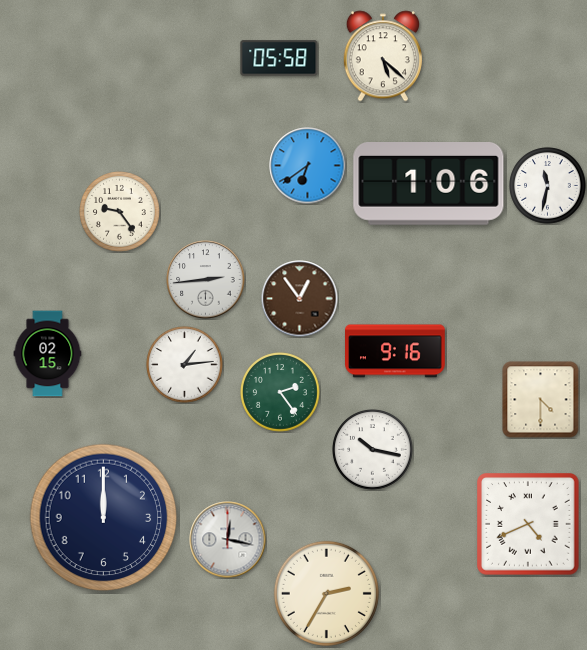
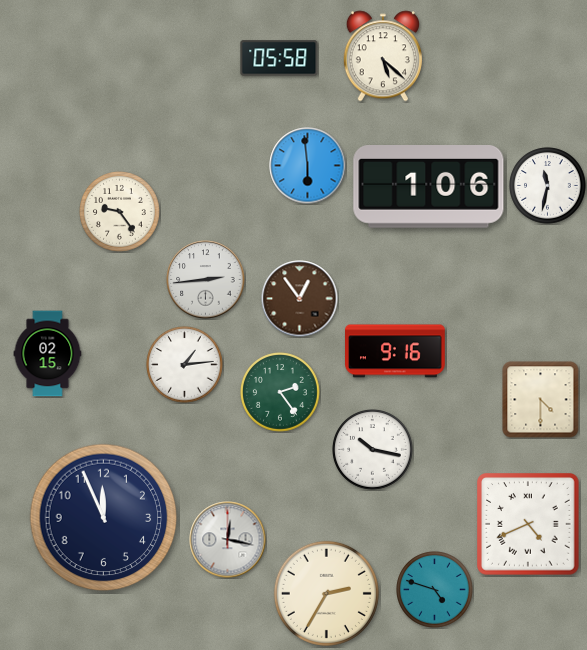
clock at (308, 166): 6:39 -> 5:59
clock at (429, 184) position: (429, 184) -> (429, 187)
clock at (104, 518): 12:00 -> 11:56
clock at (435, 590): none -> 4:48
